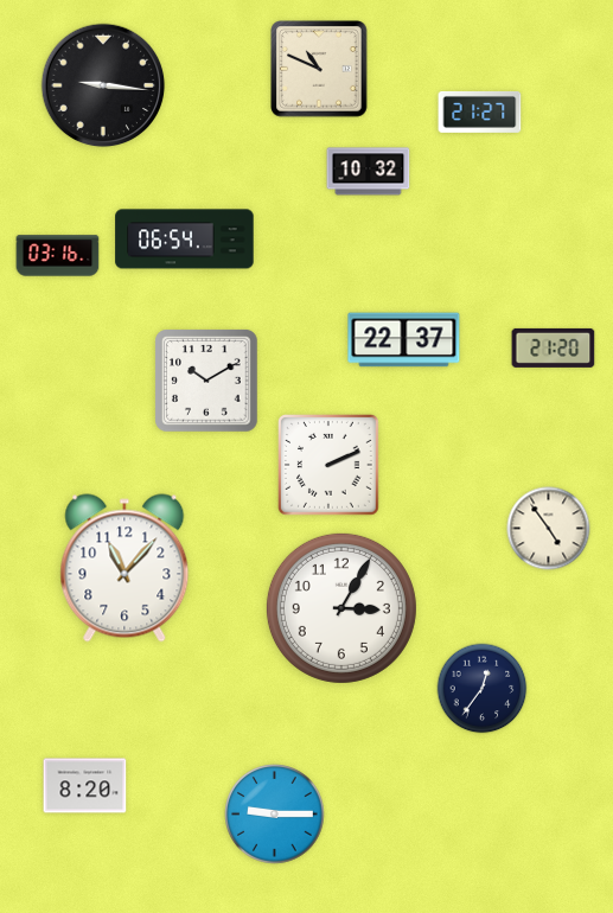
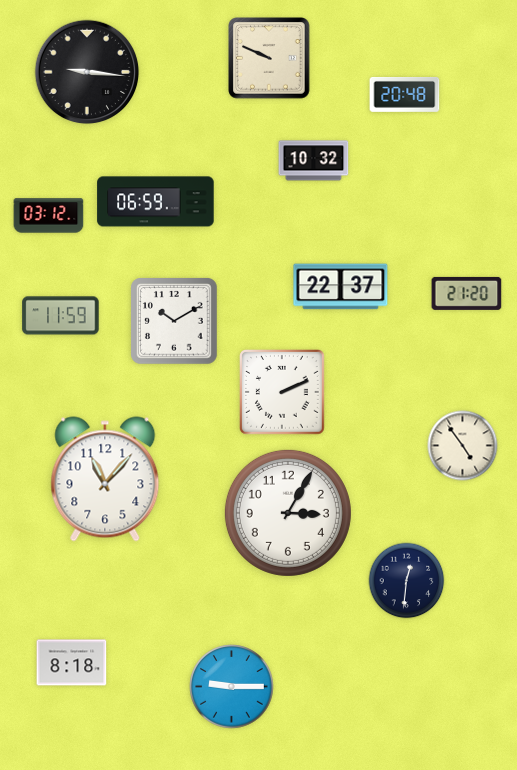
clock at (319, 69): 10:49 -> 9:49
clock at (480, 111): 21:27 -> 20:48
clock at (369, 172) position: (369, 172) -> (314, 161)
clock at (185, 240): 06:54 -> 06:59
clock at (58, 256): 03:16 -> 03:12
clock at (61, 316): none -> 11:59
clock at (330, 466) position: (330, 466) -> (283, 393)
clock at (483, 689): 12:36 -> 12:31
clock at (85, 786): 8:20 -> 8:18
